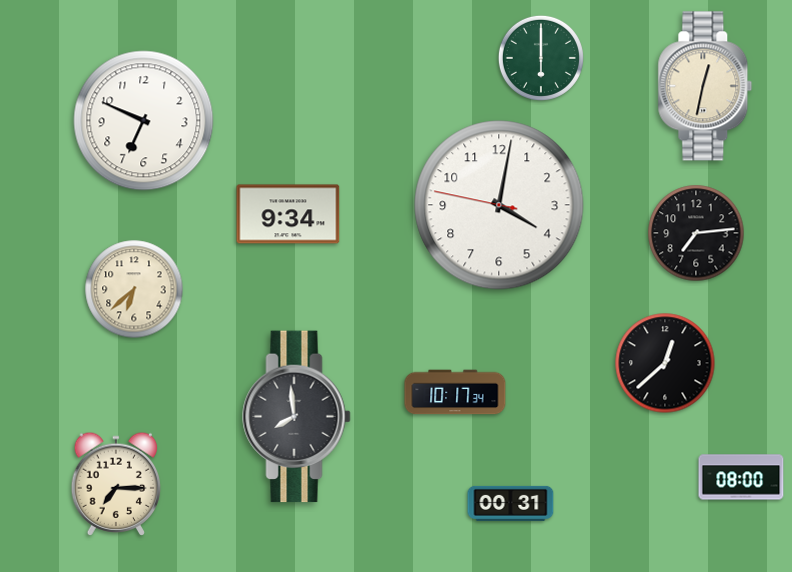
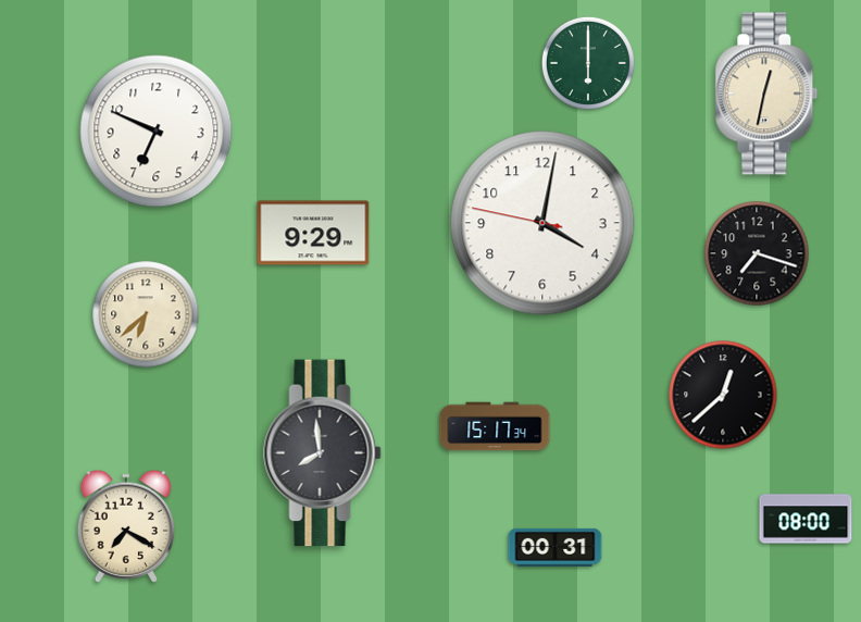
clock at (288, 214): 9:34 -> 9:29
clock at (696, 233): 7:14 -> 7:18
clock at (455, 392): 10:17 -> 15:17
clock at (116, 483): 7:15 -> 7:20
